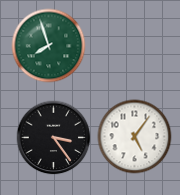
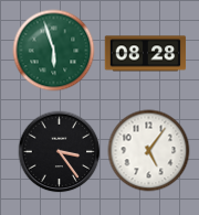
clock at (49, 46): 7:57 -> 5:57
clock at (146, 54): none -> 08:28
